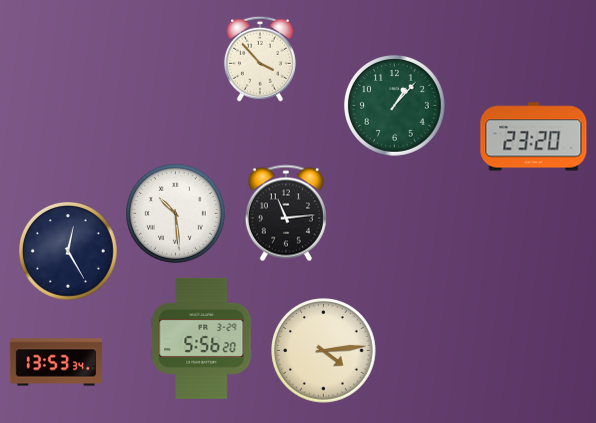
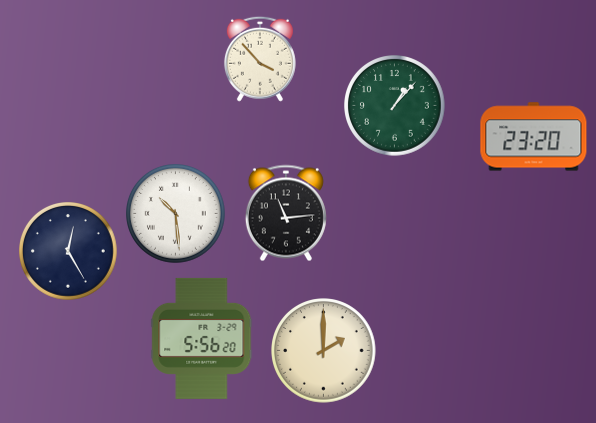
clock at (324, 351): 4:14 -> 2:00
clock at (55, 362): 13:53 -> none
